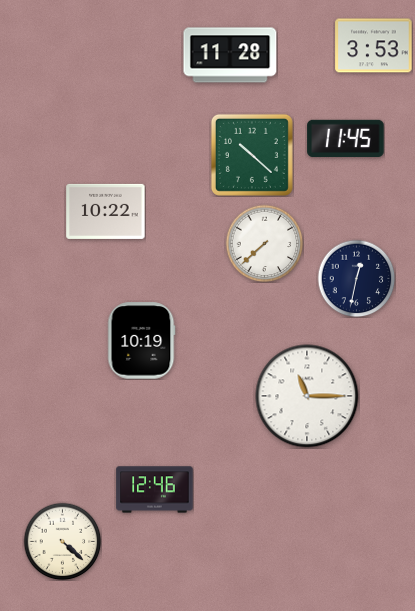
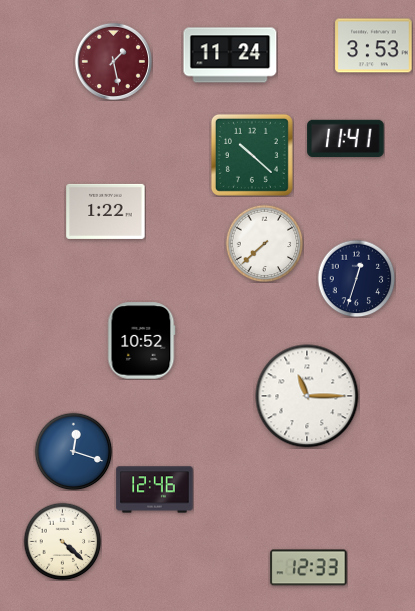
clock at (230, 55): 11:28 -> 11:24
clock at (113, 61): none -> 1:28
clock at (346, 138): 11:45 -> 11:41
clock at (106, 211): 10:22 -> 1:22
clock at (356, 278): 12:32 -> 12:33
clock at (141, 341): 10:19 -> 10:52
clock at (73, 451): none -> 12:18
clock at (309, 568): none -> 12:33
